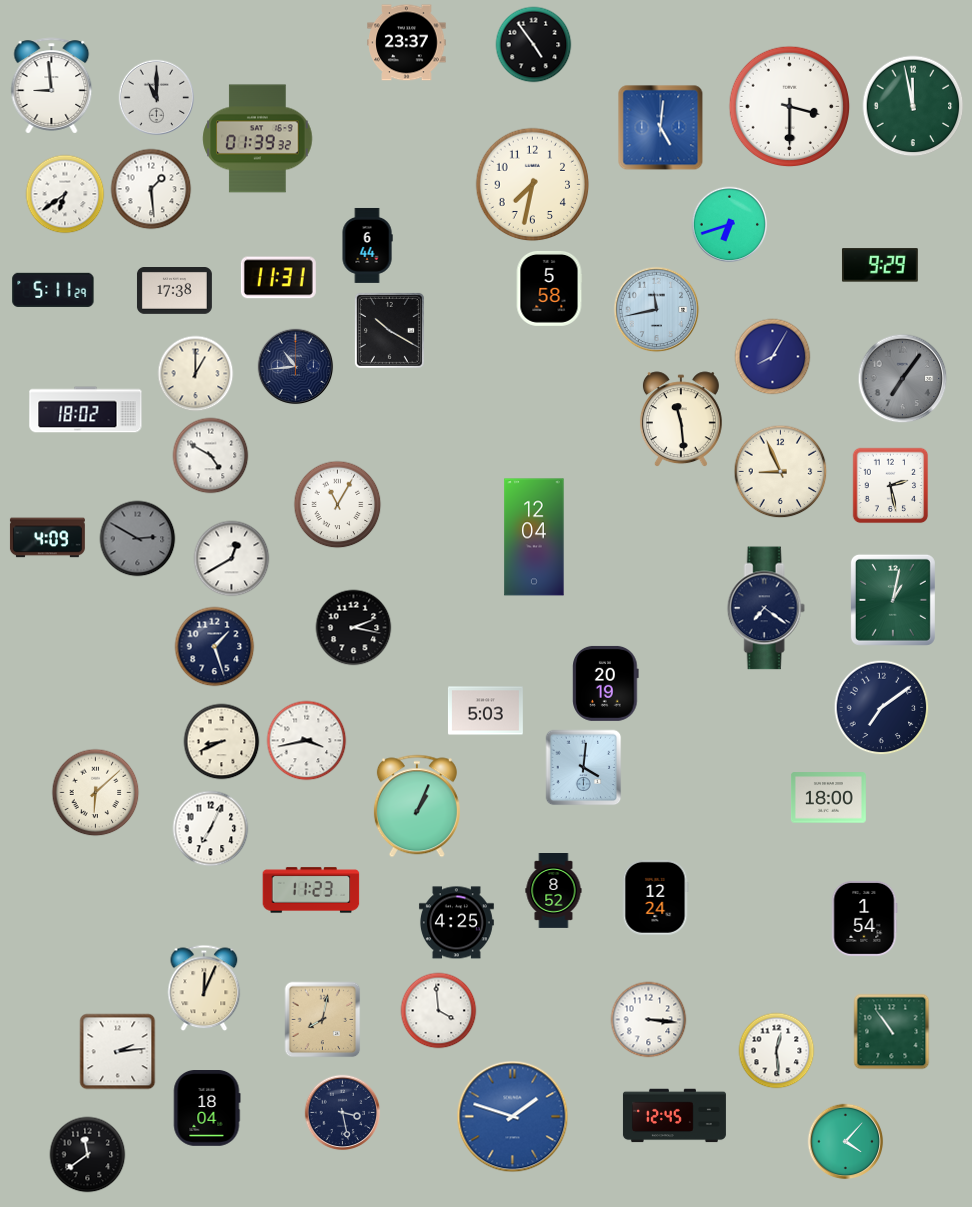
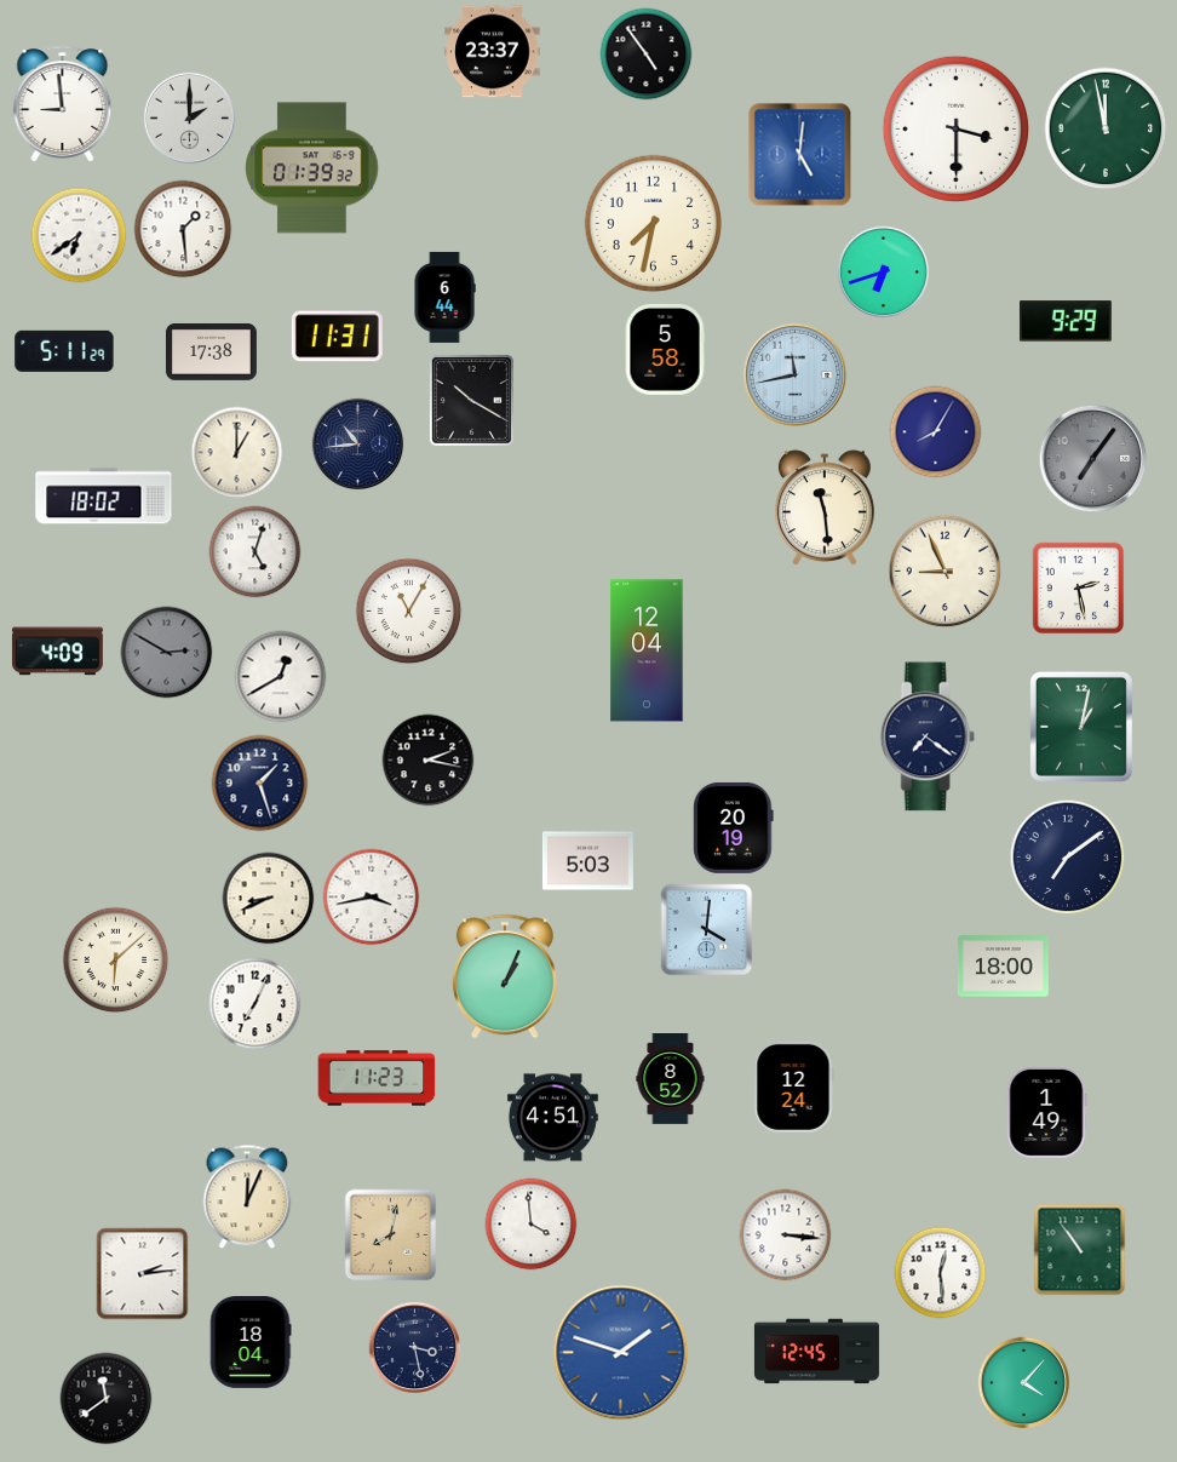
clock at (157, 98): 11:00 -> 2:00
clock at (533, 185) position: (533, 185) -> (654, 224)
clock at (211, 456): 4:50 -> 5:03
clock at (864, 918): 1:54 -> 1:49
clock at (456, 923): 4:25 -> 4:51
